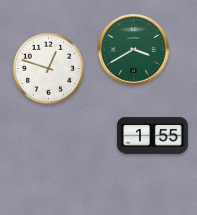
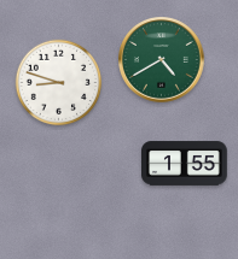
clock at (134, 50): 3:40 -> 4:40
clock at (49, 69): 12:48 -> 8:48
